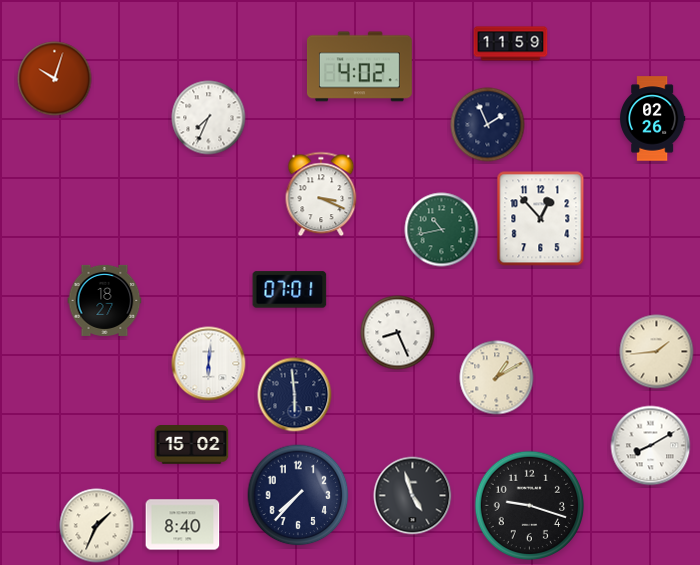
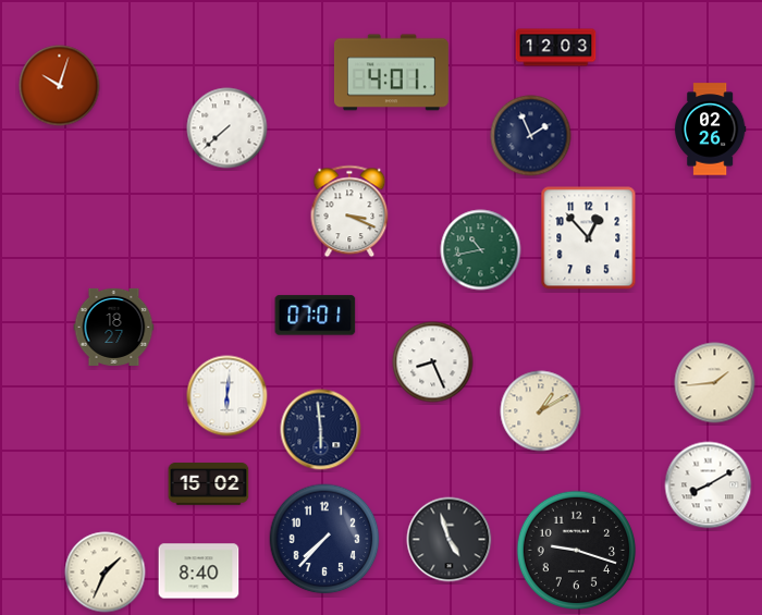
clock at (511, 44): 11:59 -> 12:03
clock at (359, 67): 4:02 -> 4:01
clock at (209, 118): 7:34 -> 7:38
